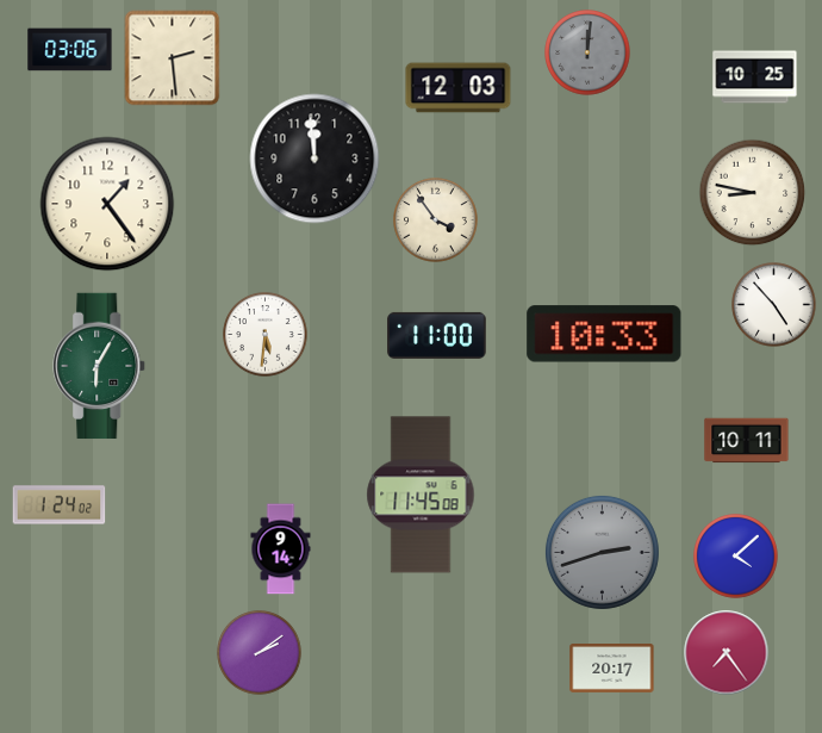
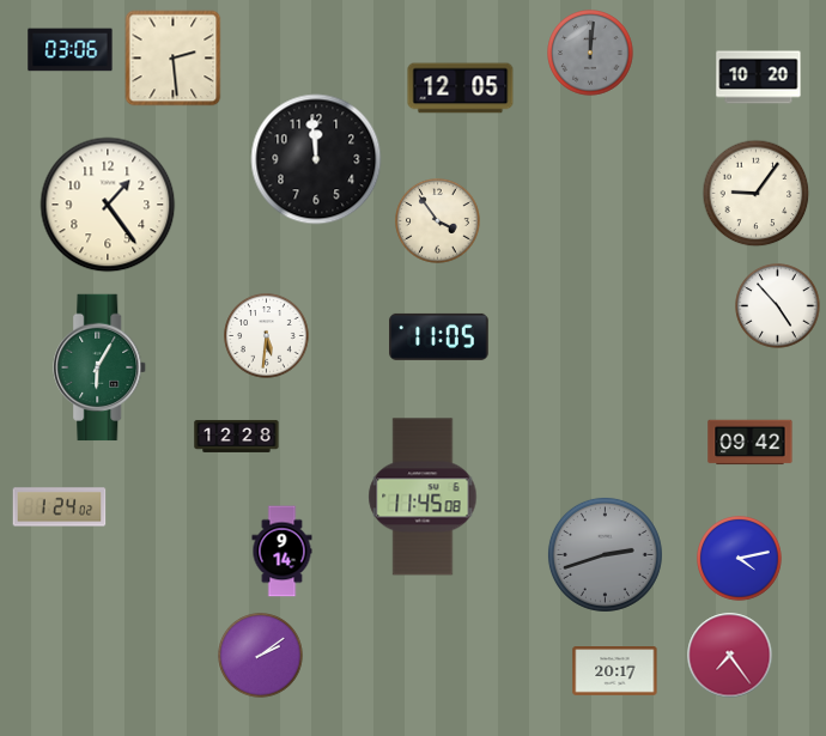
clock at (755, 77): 10:25 -> 10:20
clock at (459, 88): 12:03 -> 12:05
clock at (753, 193): 8:47 -> 9:06
clock at (604, 334): 10:33 -> none
clock at (437, 335): 11:00 -> 11:05
clock at (237, 436): none -> 12:28
clock at (747, 441): 10:11 -> 09:42
clock at (736, 557): 4:08 -> 4:13
